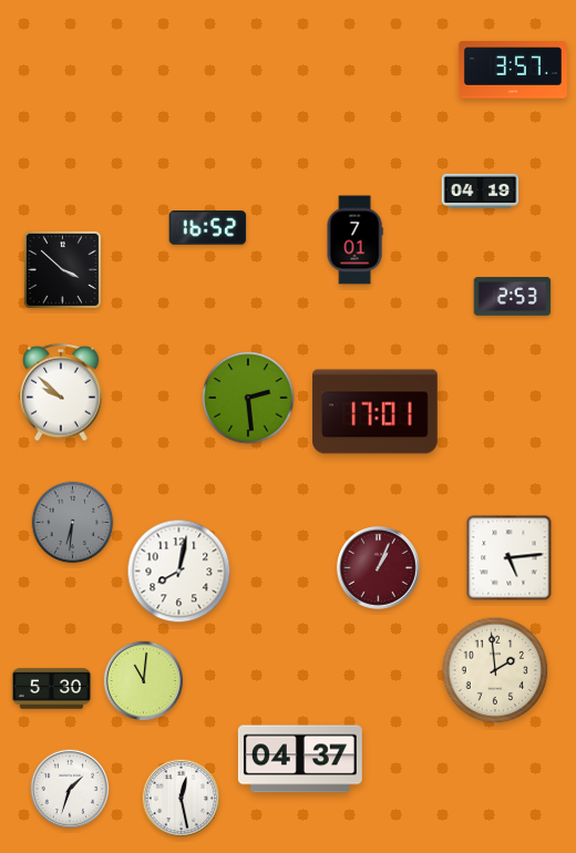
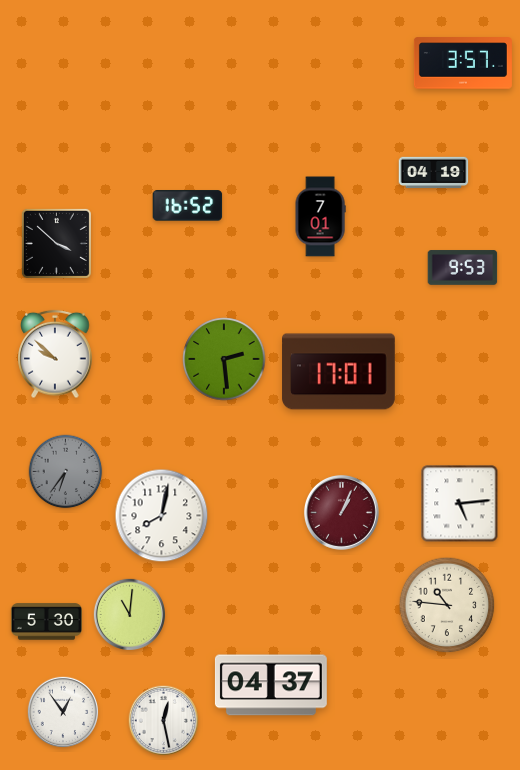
clock at (513, 297): 2:53 -> 9:53
clock at (73, 523): 6:31 -> 6:36
clock at (495, 670): 1:59 -> 10:46
clock at (70, 789): 1:33 -> 12:54
